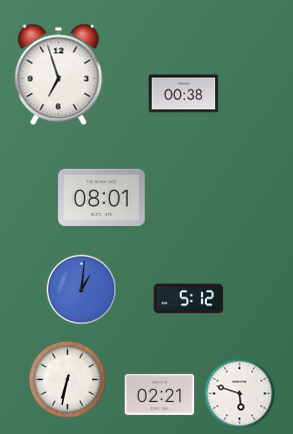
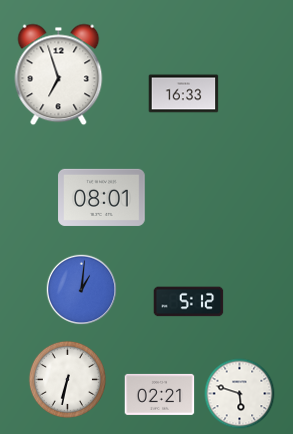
clock at (184, 94): 00:38 -> 16:33
clock at (189, 299) position: (189, 299) -> (189, 302)
